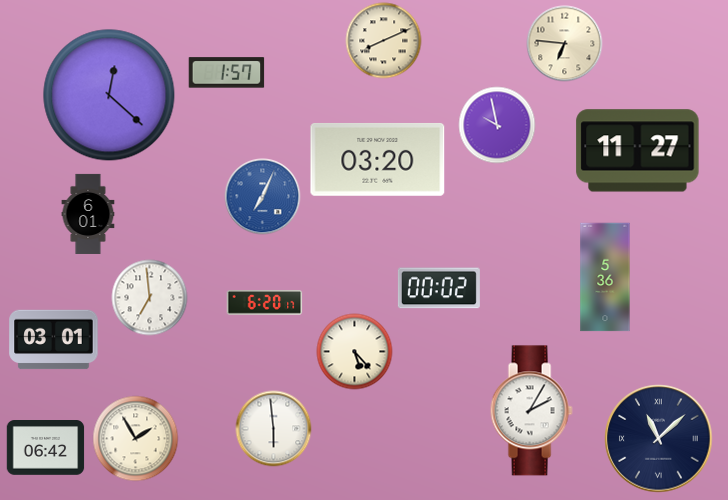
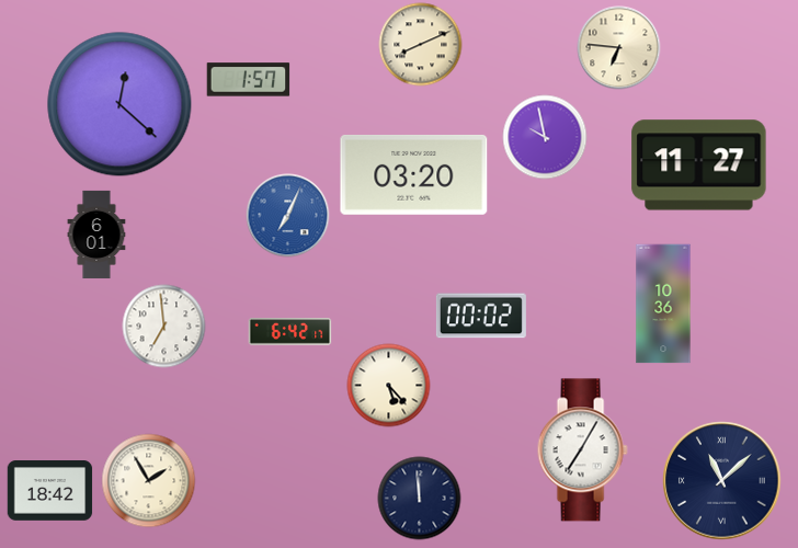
clock at (605, 277): 5:36 -> 10:36
clock at (265, 303): 6:20 -> 6:42
clock at (54, 340): 03:01 -> none
clock at (531, 411): 2:05 -> 7:05
clock at (274, 429): 5:59 -> none
clock at (46, 448): 06:42 -> 18:42
clock at (420, 499): none -> 11:59
